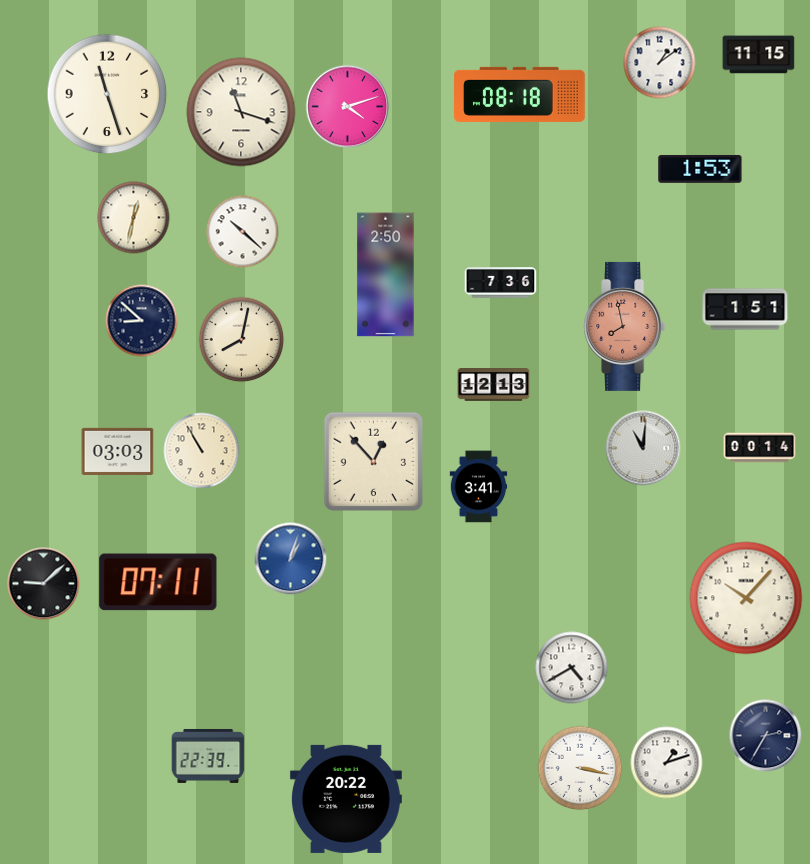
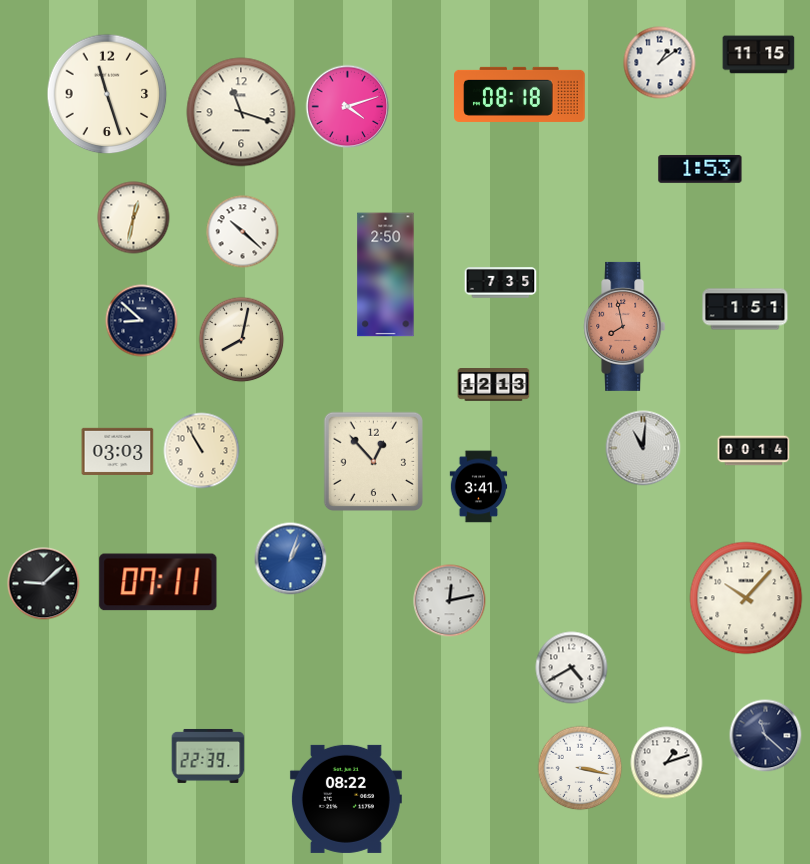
clock at (501, 283): 7:36 -> 7:35
clock at (760, 448) position: (760, 448) -> (754, 451)
clock at (450, 601): none -> 12:13
clock at (766, 736): 2:35 -> 11:22
clock at (346, 799): 20:22 -> 08:22
